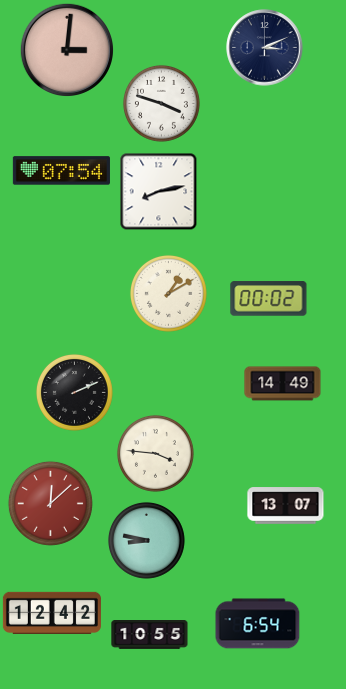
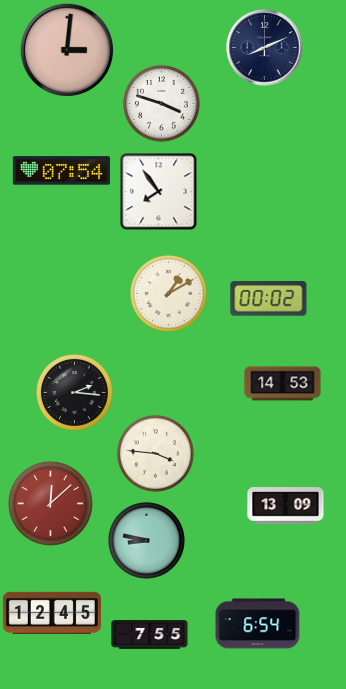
clock at (265, 48): 3:11 -> 8:11
clock at (158, 191): 8:13 -> 7:54
clock at (283, 384): 14:49 -> 14:53
clock at (74, 392): 2:11 -> 2:16
clock at (286, 506): 13:07 -> 13:09
clock at (52, 613): 12:42 -> 12:45
clock at (150, 635): 10:55 -> 7:55
